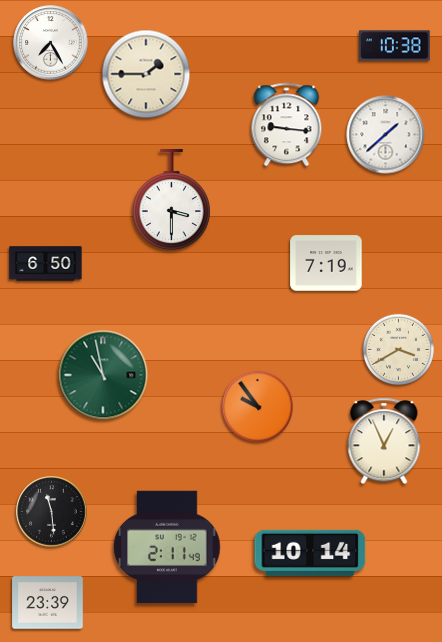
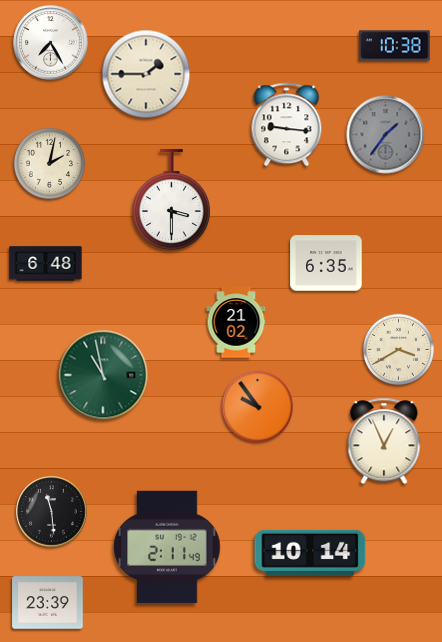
clock at (386, 135): 1:38 -> 1:36
clock at (386, 135) dial: white -> grey
clock at (49, 163): none -> 2:02
clock at (326, 263): 7:19 -> 6:35
clock at (46, 264): 6:50 -> 6:48
clock at (236, 322): none -> 21:02
